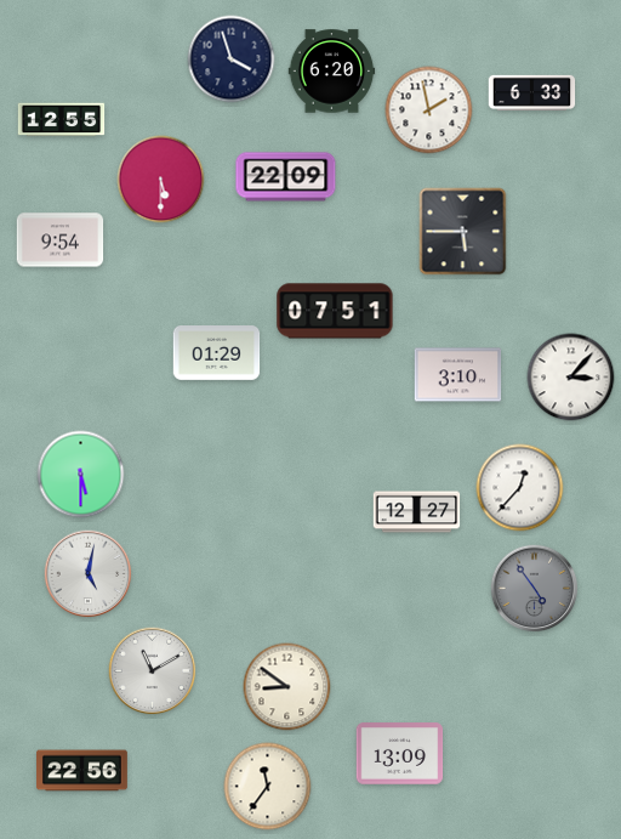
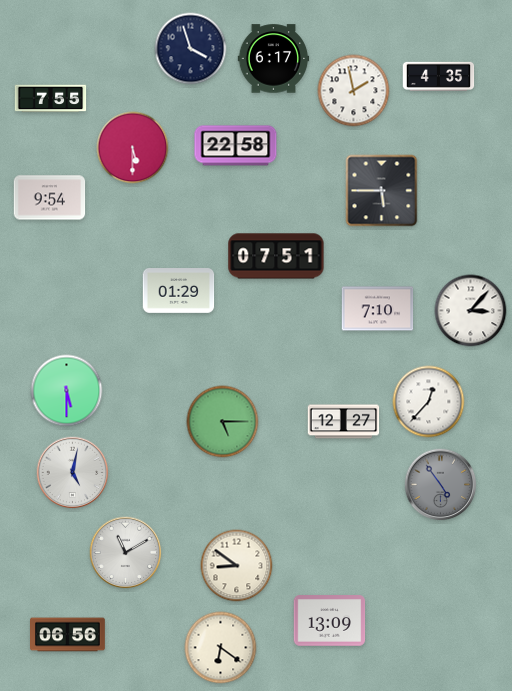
clock at (332, 72): 6:20 -> 6:17
clock at (532, 92): 6:33 -> 4:35
clock at (62, 120): 12:55 -> 7:55
clock at (286, 177): 22:09 -> 22:58
clock at (458, 375): 3:10 -> 7:10
clock at (223, 422): none -> 5:15
clock at (82, 771): 22:56 -> 06:56
clock at (268, 787): 11:36 -> 6:21
